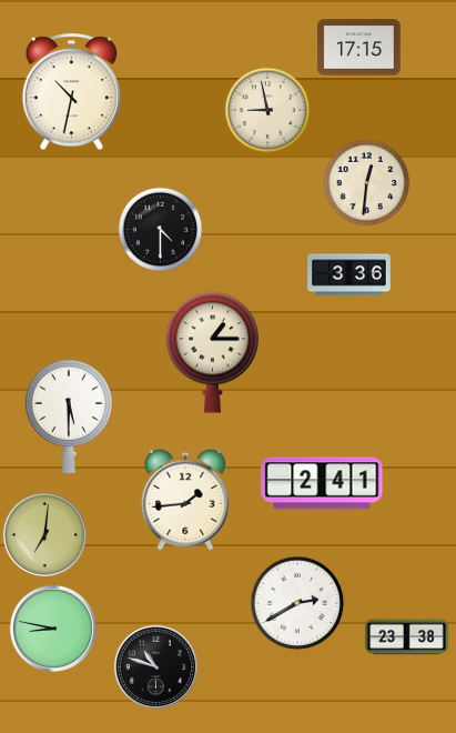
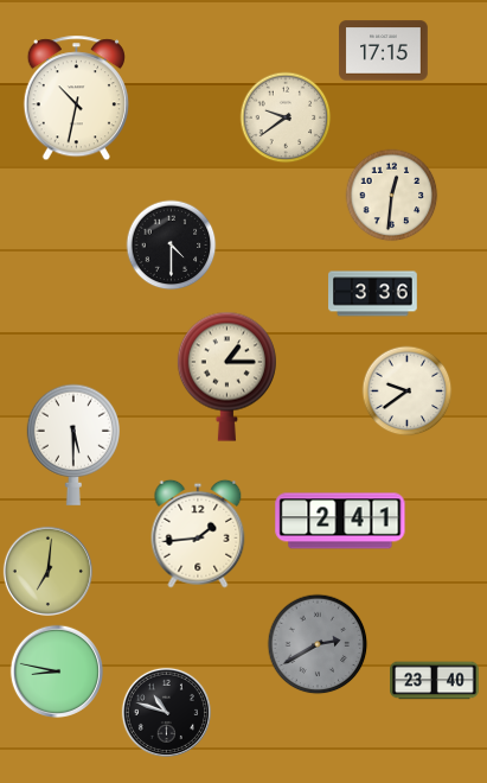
clock at (267, 110): 8:58 -> 9:39
clock at (408, 391): none -> 9:39
clock at (322, 483) position: (322, 483) -> (340, 521)
clock at (297, 603) dial: white -> grey
clock at (407, 637): 23:38 -> 23:40
